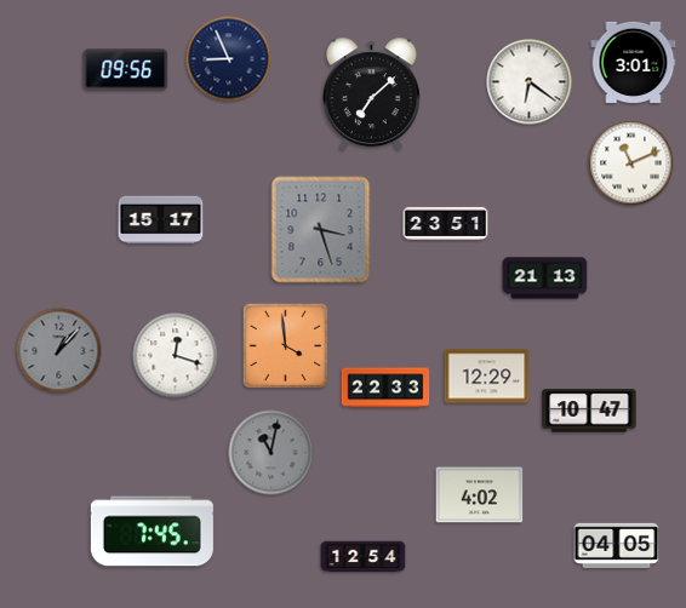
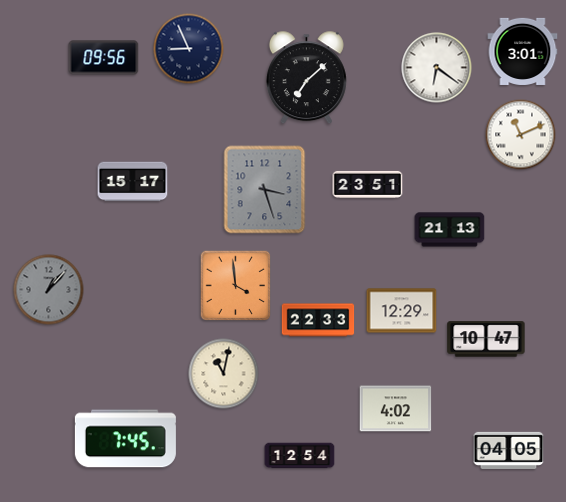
clock at (176, 356): 12:18 -> none
clock at (271, 453) dial: grey -> cream
clock at (364, 557) position: (364, 557) -> (300, 456)
